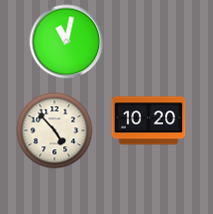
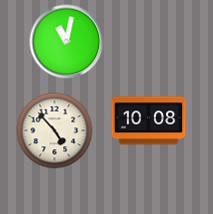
clock at (149, 121): 10:20 -> 10:08
